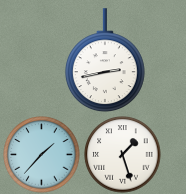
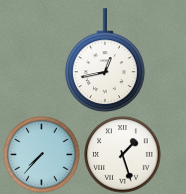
clock at (105, 61): 2:43 -> 12:43
clock at (42, 155): 1:37 -> 7:37
